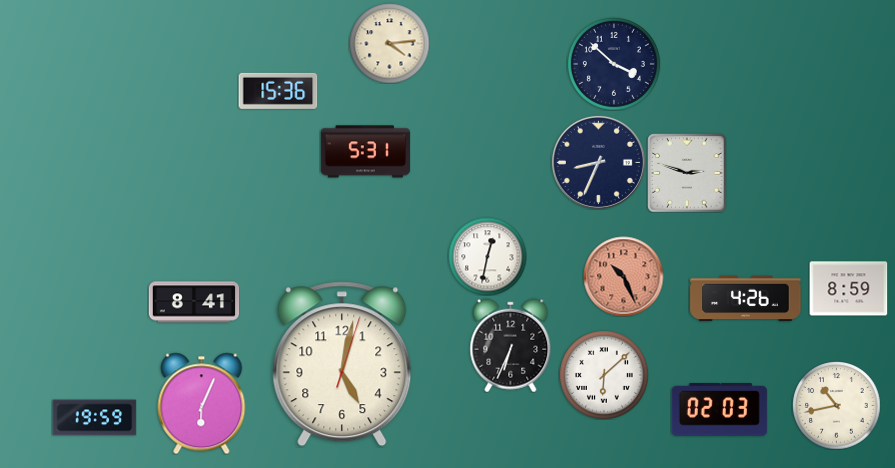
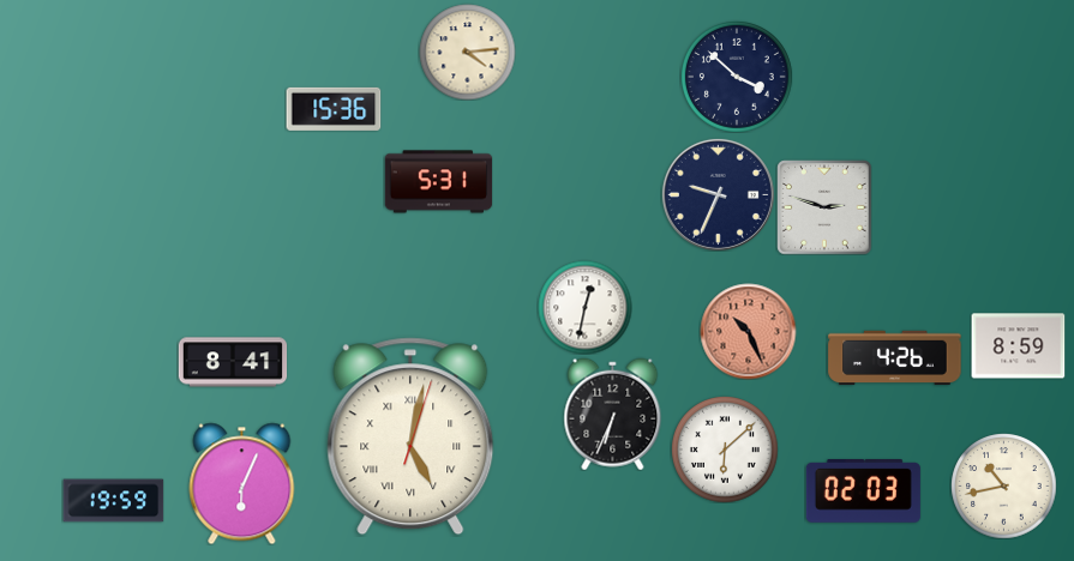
clock at (598, 162): 8:34 -> 9:34
clock at (342, 364) numerals: Arabic -> Roman
